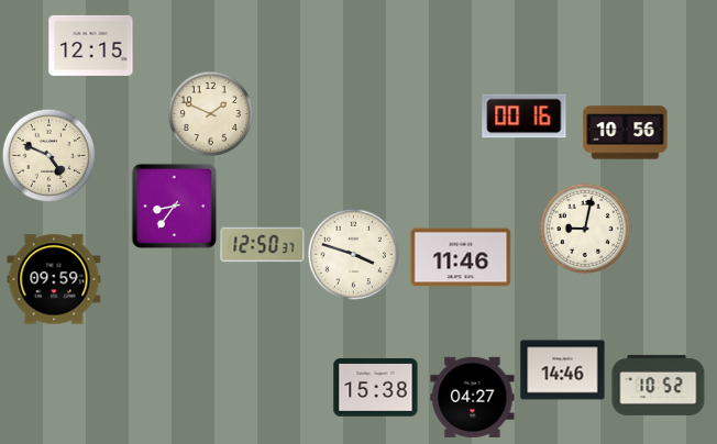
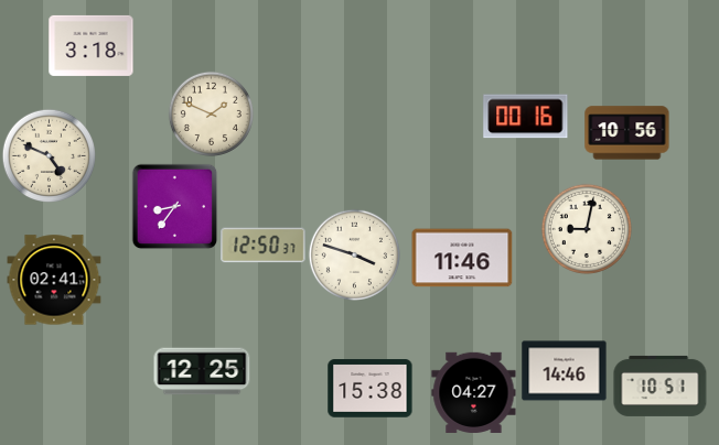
clock at (91, 45): 12:15 -> 3:18
clock at (54, 279): 09:59 -> 02:41
clock at (202, 371): none -> 12:25
clock at (659, 385): 10:52 -> 10:51
clock at (376, 388) position: (376, 388) -> (371, 389)
clock at (473, 397) position: (473, 397) -> (474, 392)
